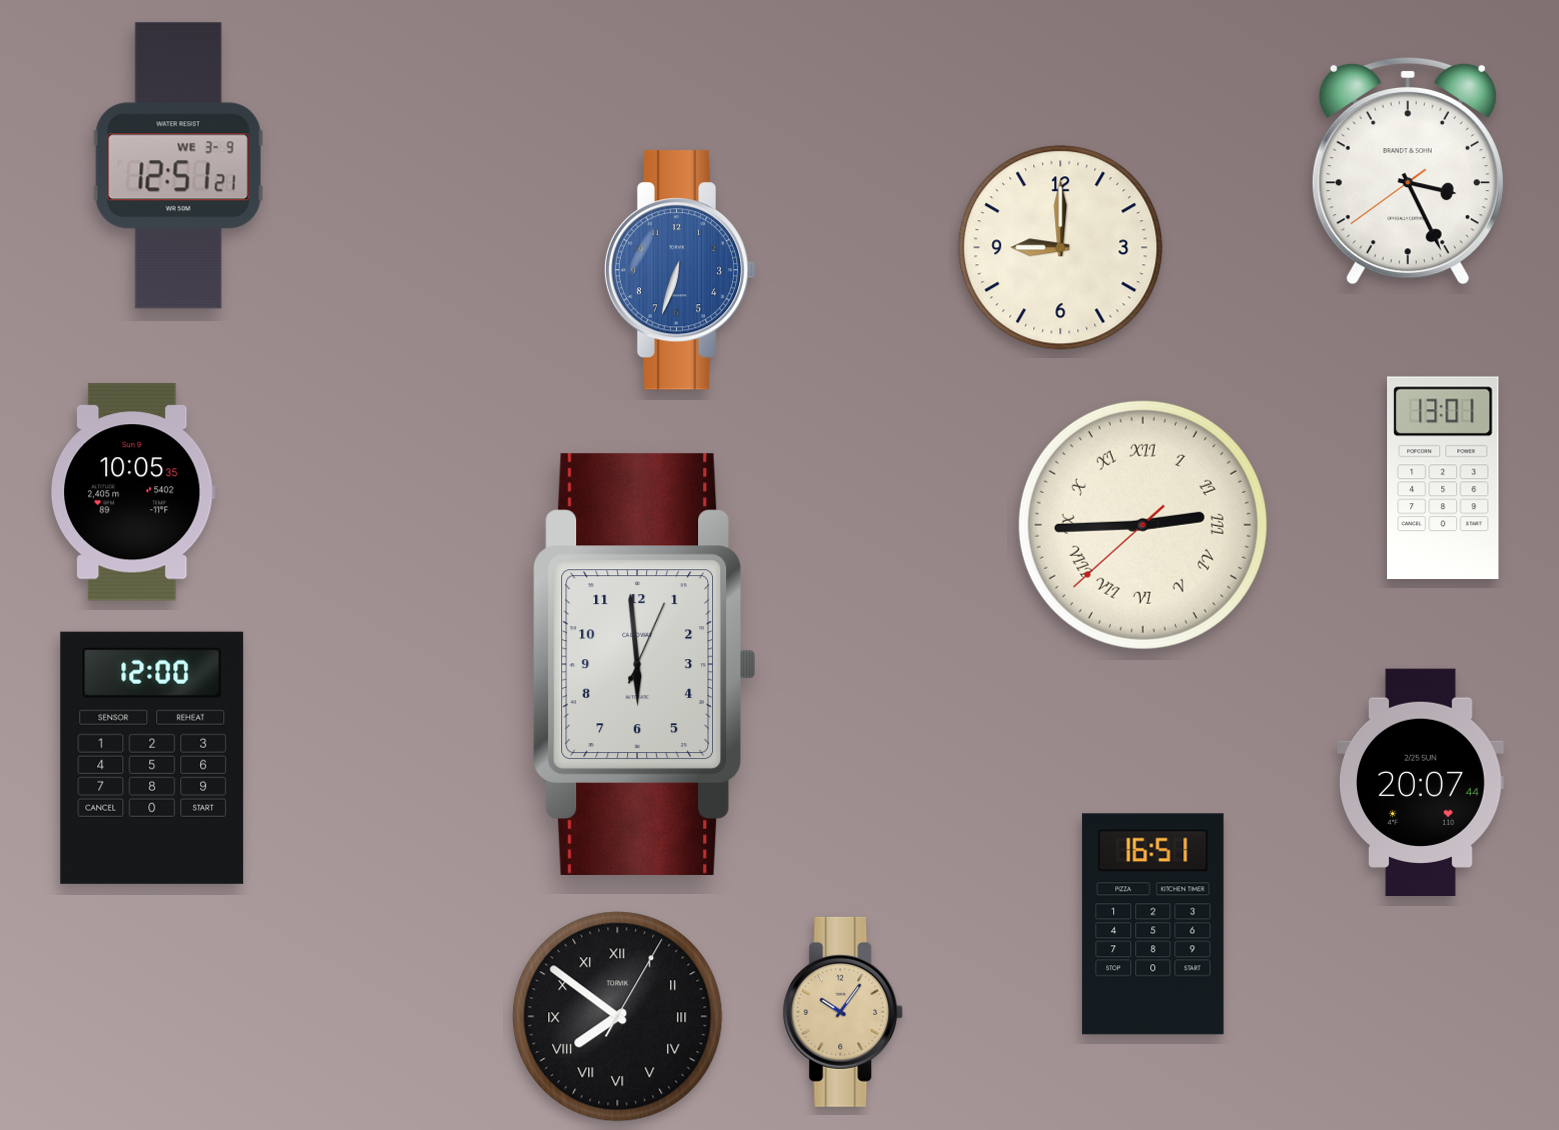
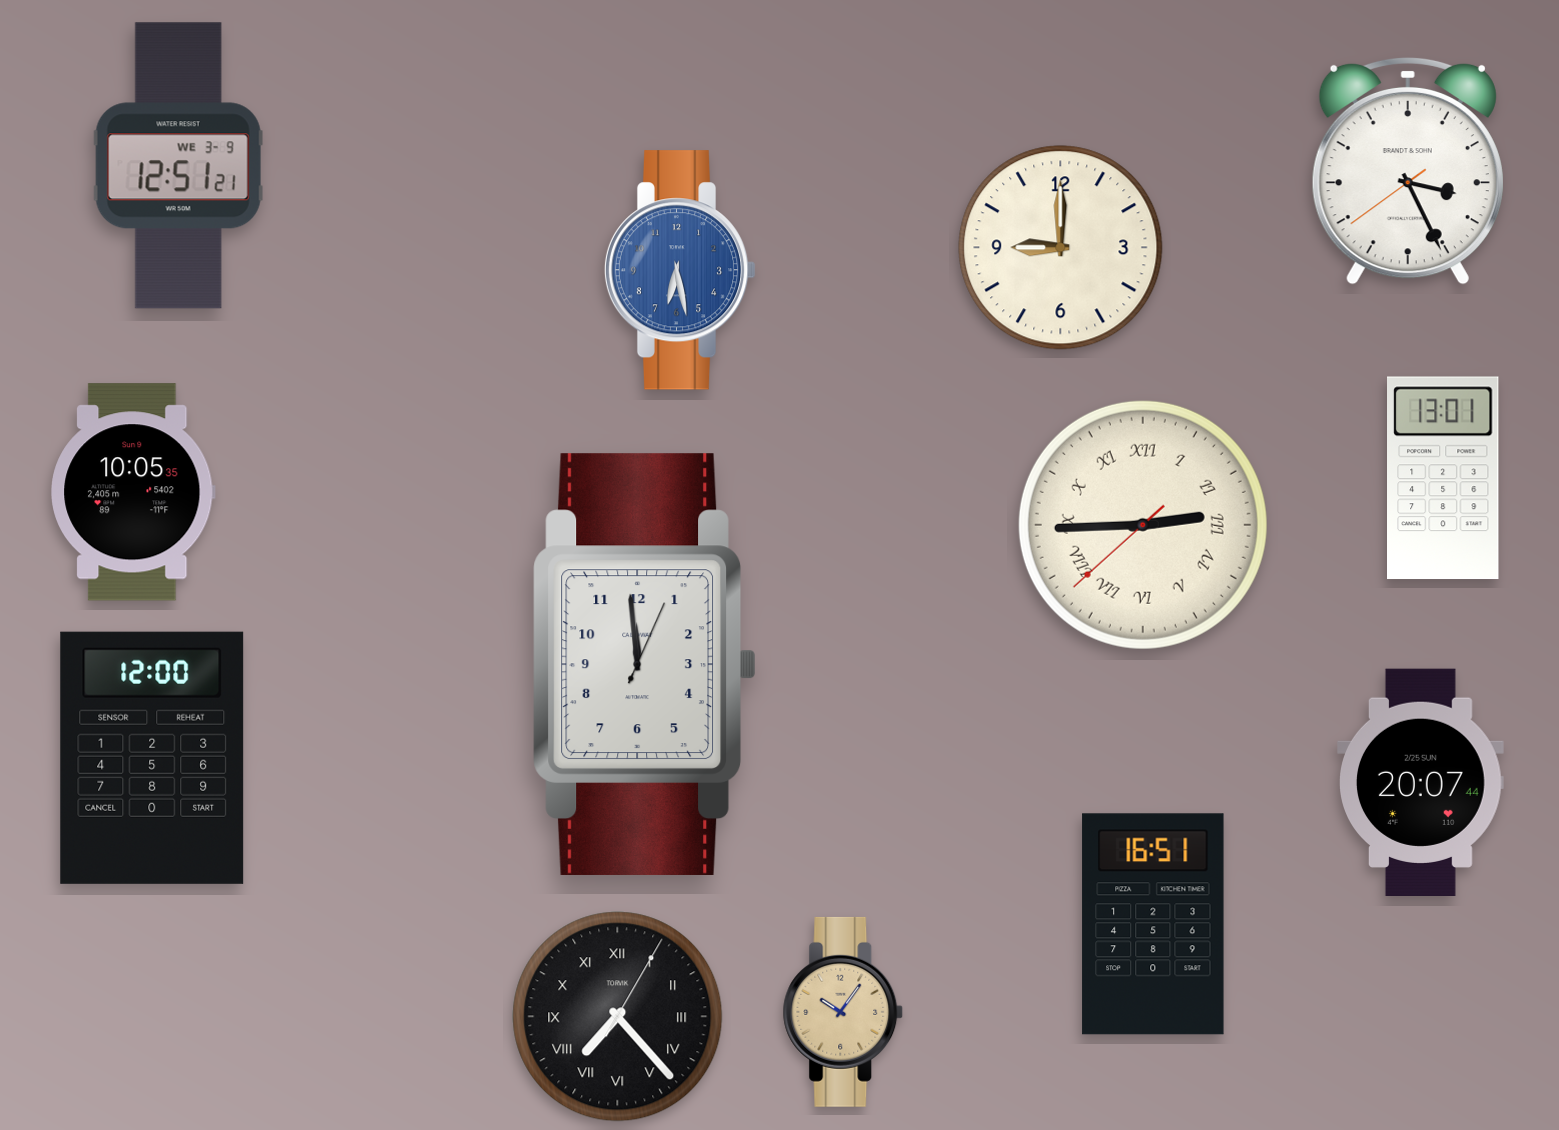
clock at (680, 270): 6:33 -> 6:28
clock at (644, 664): 5:59 -> 11:59
clock at (618, 1017): 7:51 -> 7:23
